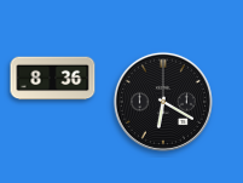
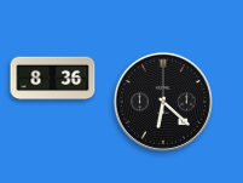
clock at (163, 102): 6:20 -> 6:22
